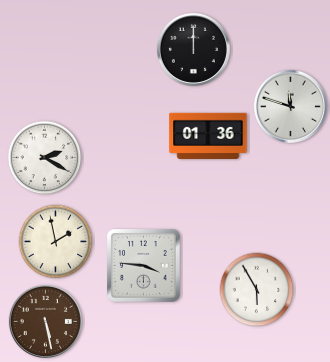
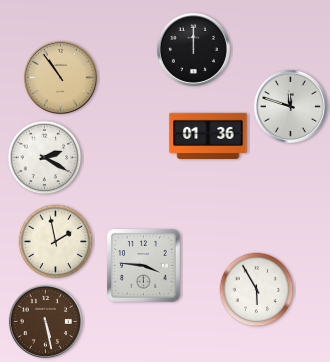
clock at (60, 77): none -> 10:54
